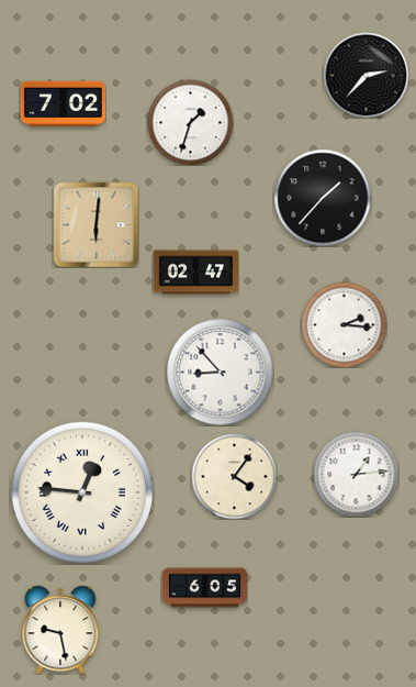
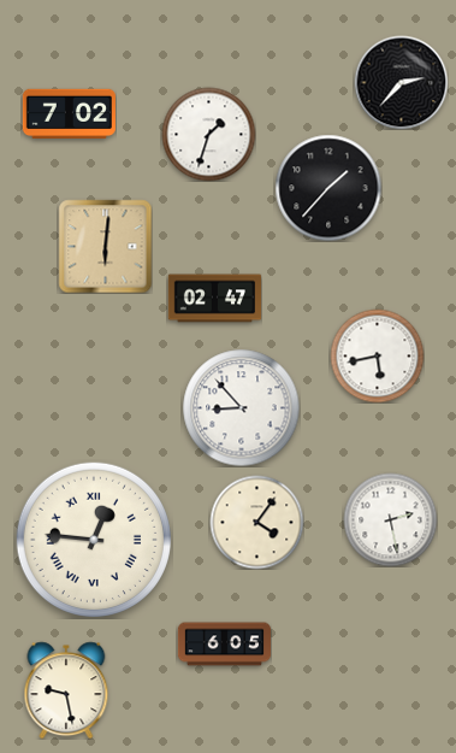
clock at (323, 198) position: (323, 198) -> (328, 188)
clock at (344, 324): 2:16 -> 5:43
clock at (356, 474): 1:14 -> 2:28
clock at (82, 492) position: (82, 492) -> (94, 540)
